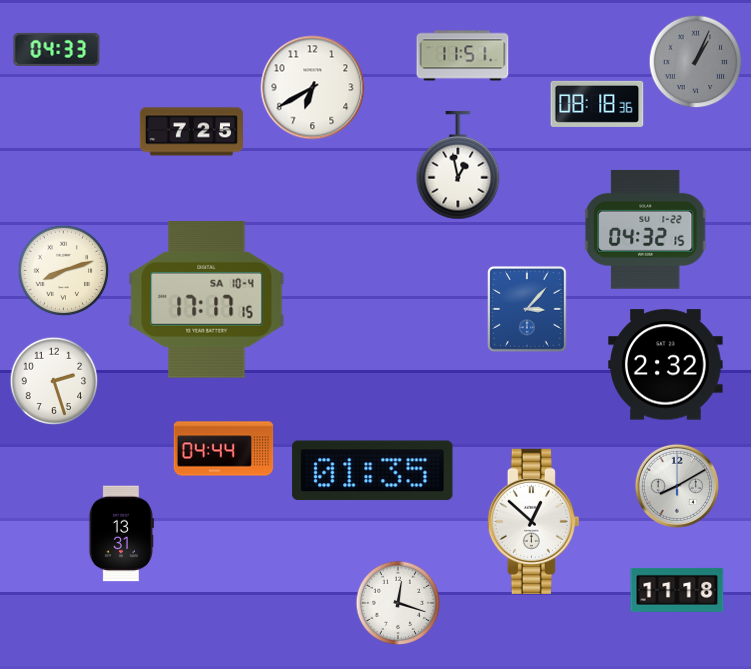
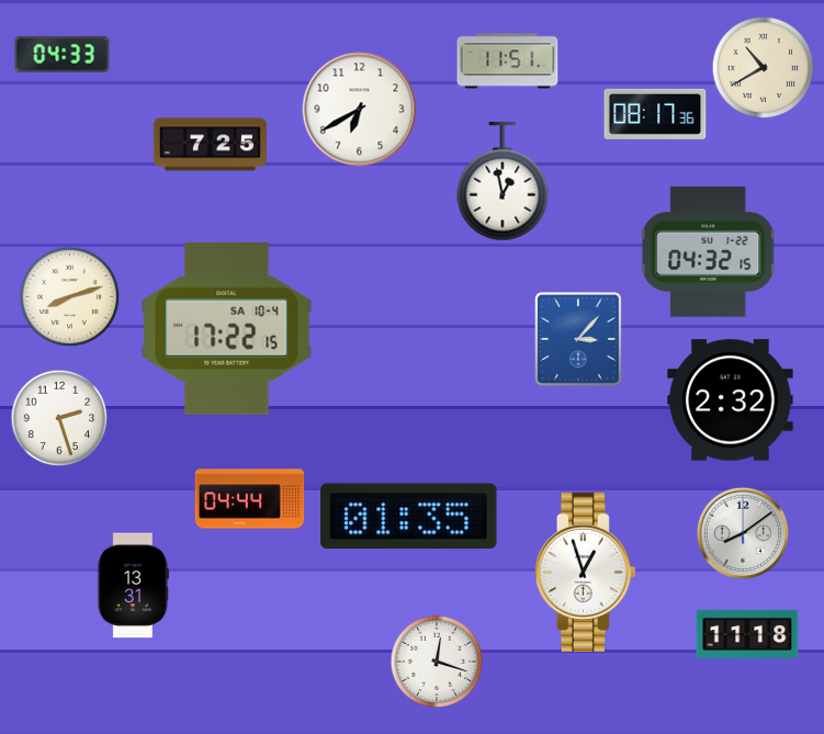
clock at (695, 61): 1:04 -> 10:40
clock at (695, 61) dial: grey -> cream
clock at (313, 88) position: (313, 88) -> (360, 110)
clock at (597, 104): 08:18 -> 08:17
clock at (207, 300): 17:17 -> 17:22
clock at (224, 449) position: (224, 449) -> (250, 499)
clock at (677, 486): 8:10 -> 8:09
clock at (533, 521): 12:52 -> 12:57
clock at (677, 590) position: (677, 590) -> (747, 634)
